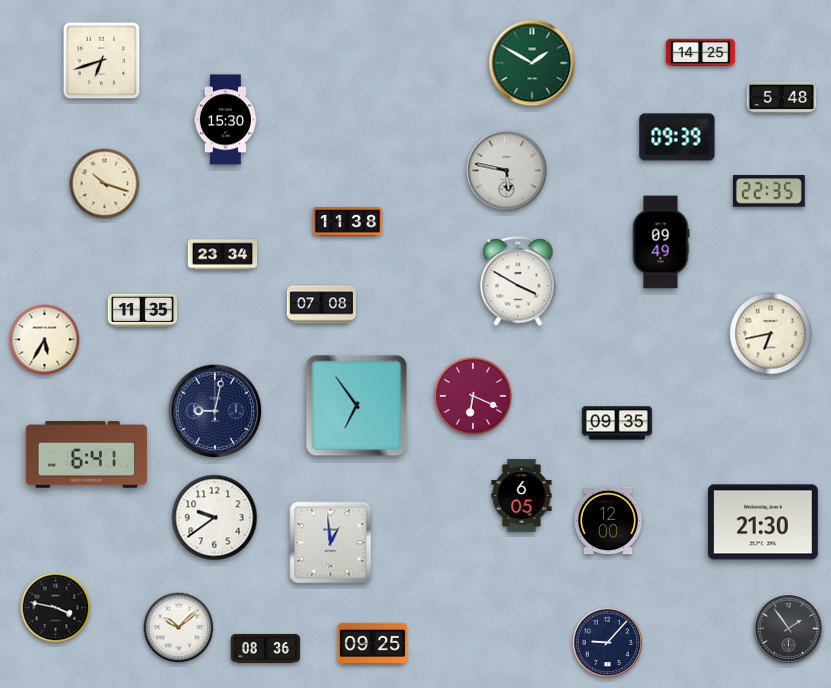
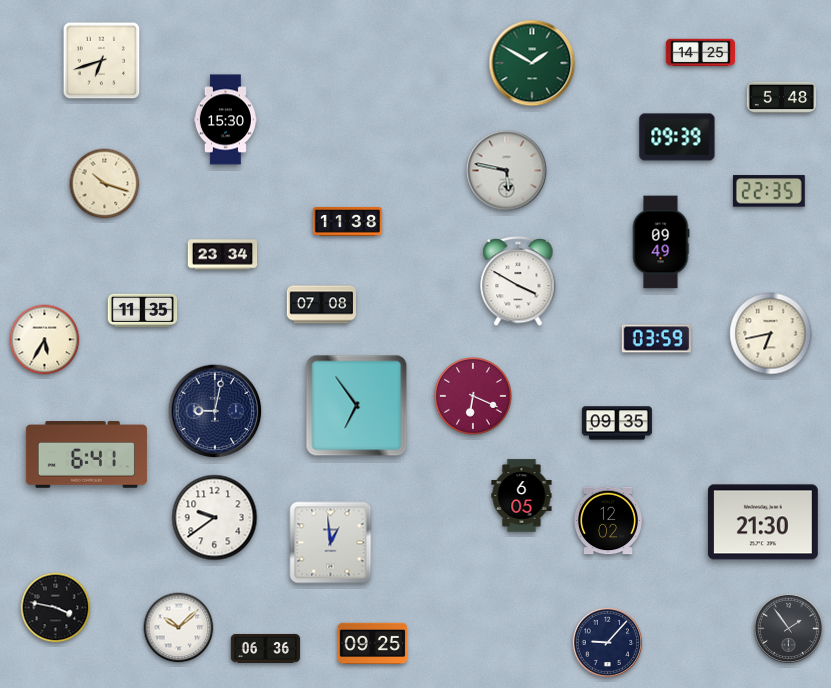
clock at (657, 339): none -> 03:59
clock at (607, 521): 12:00 -> 12:02
clock at (266, 648): 08:36 -> 06:36
